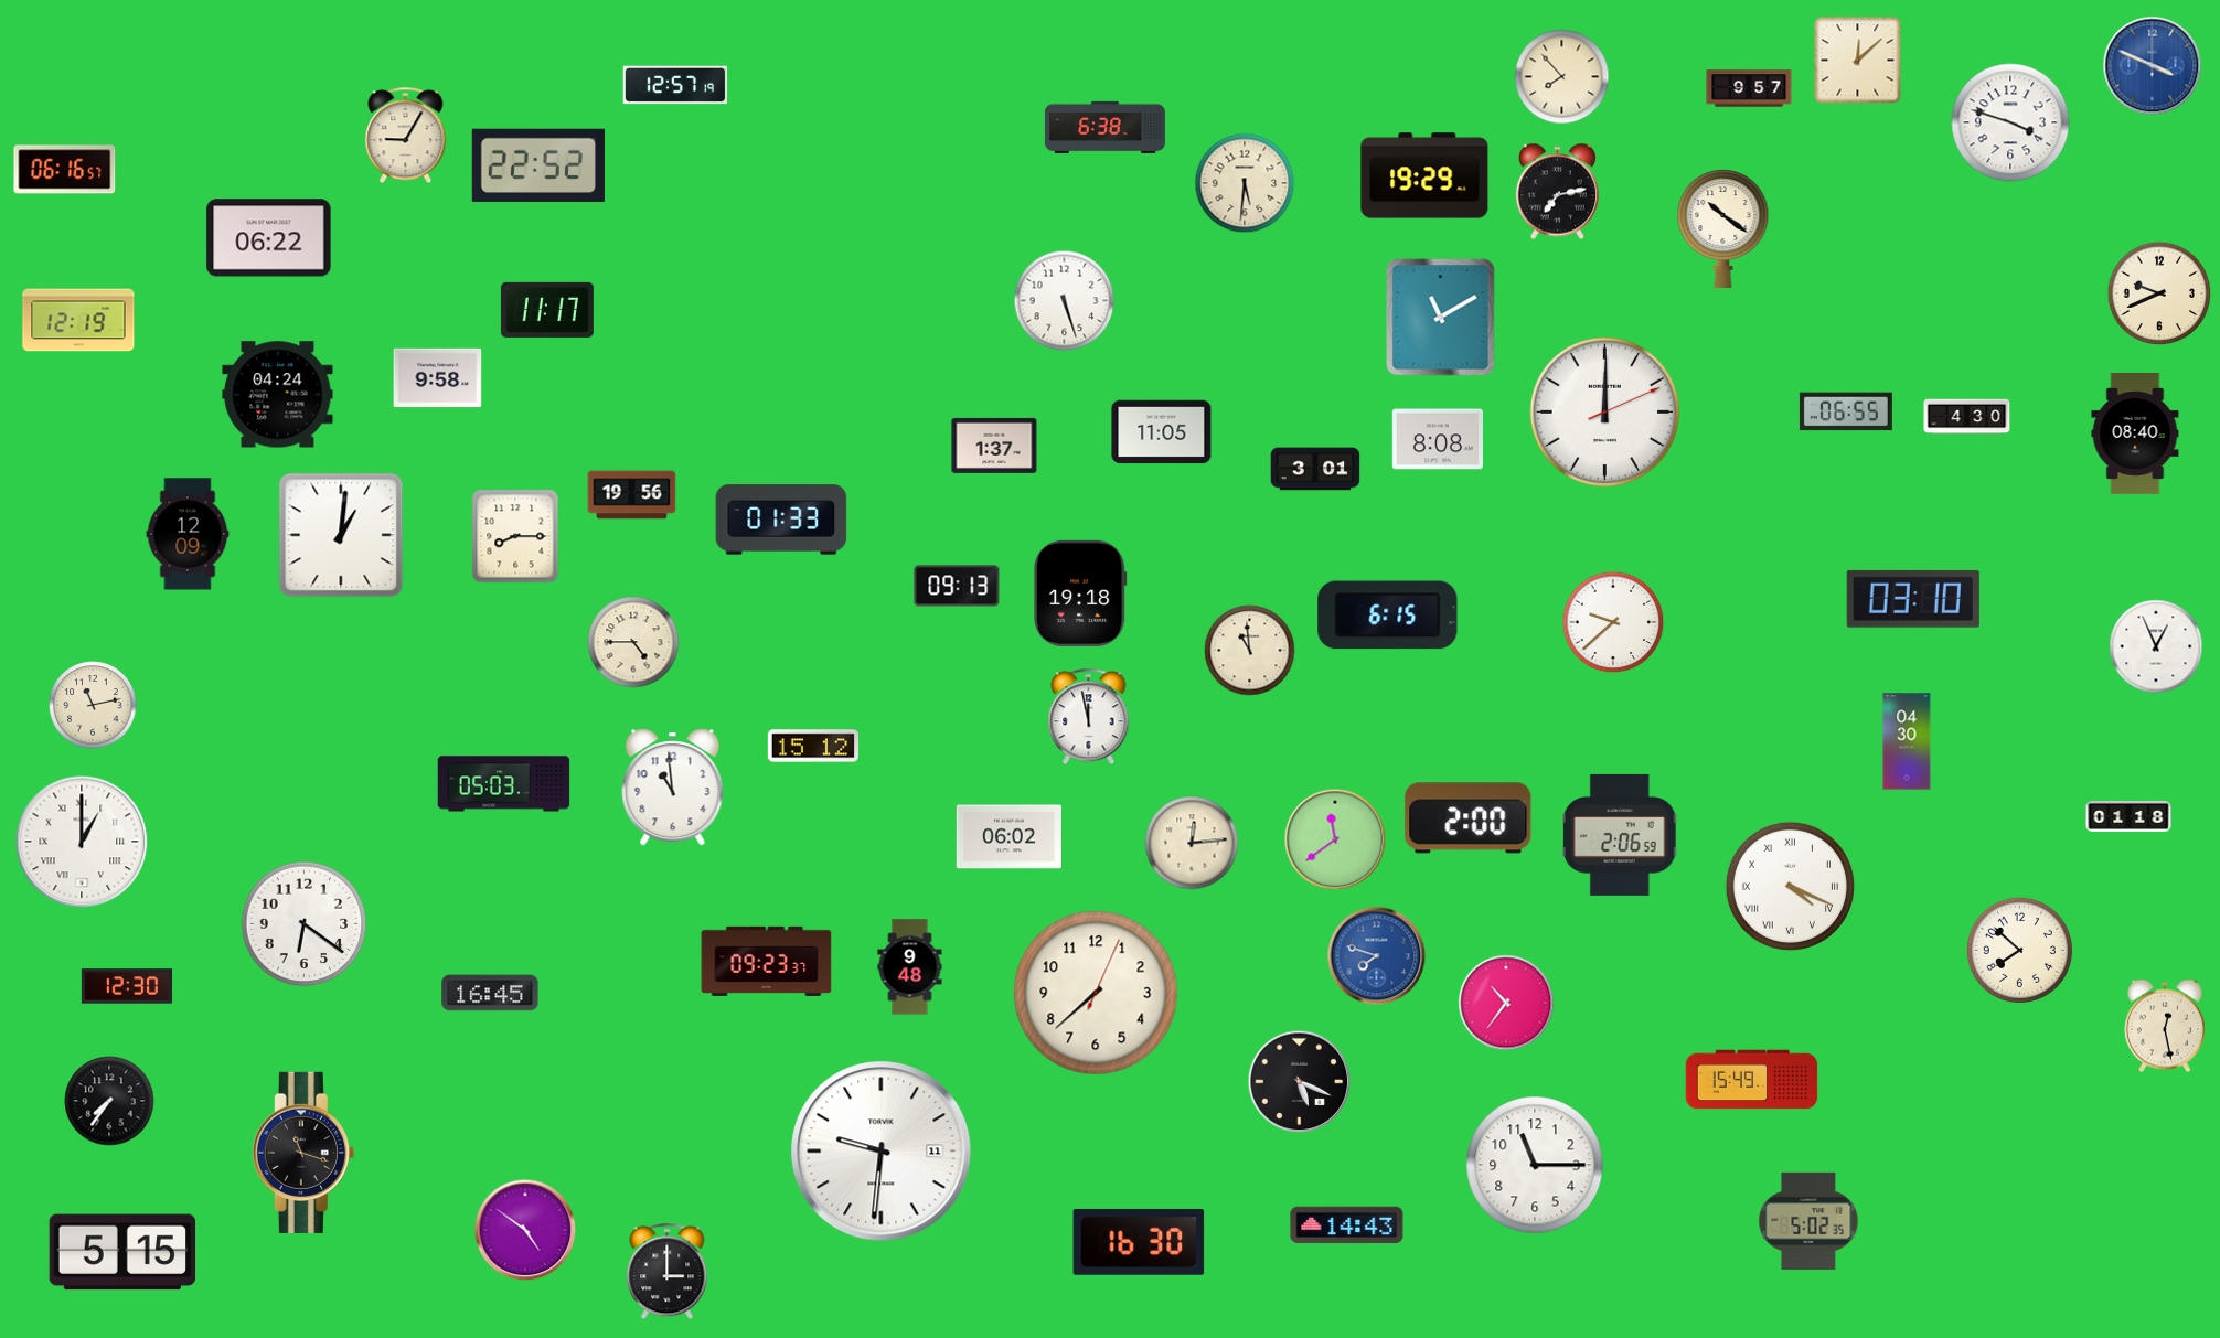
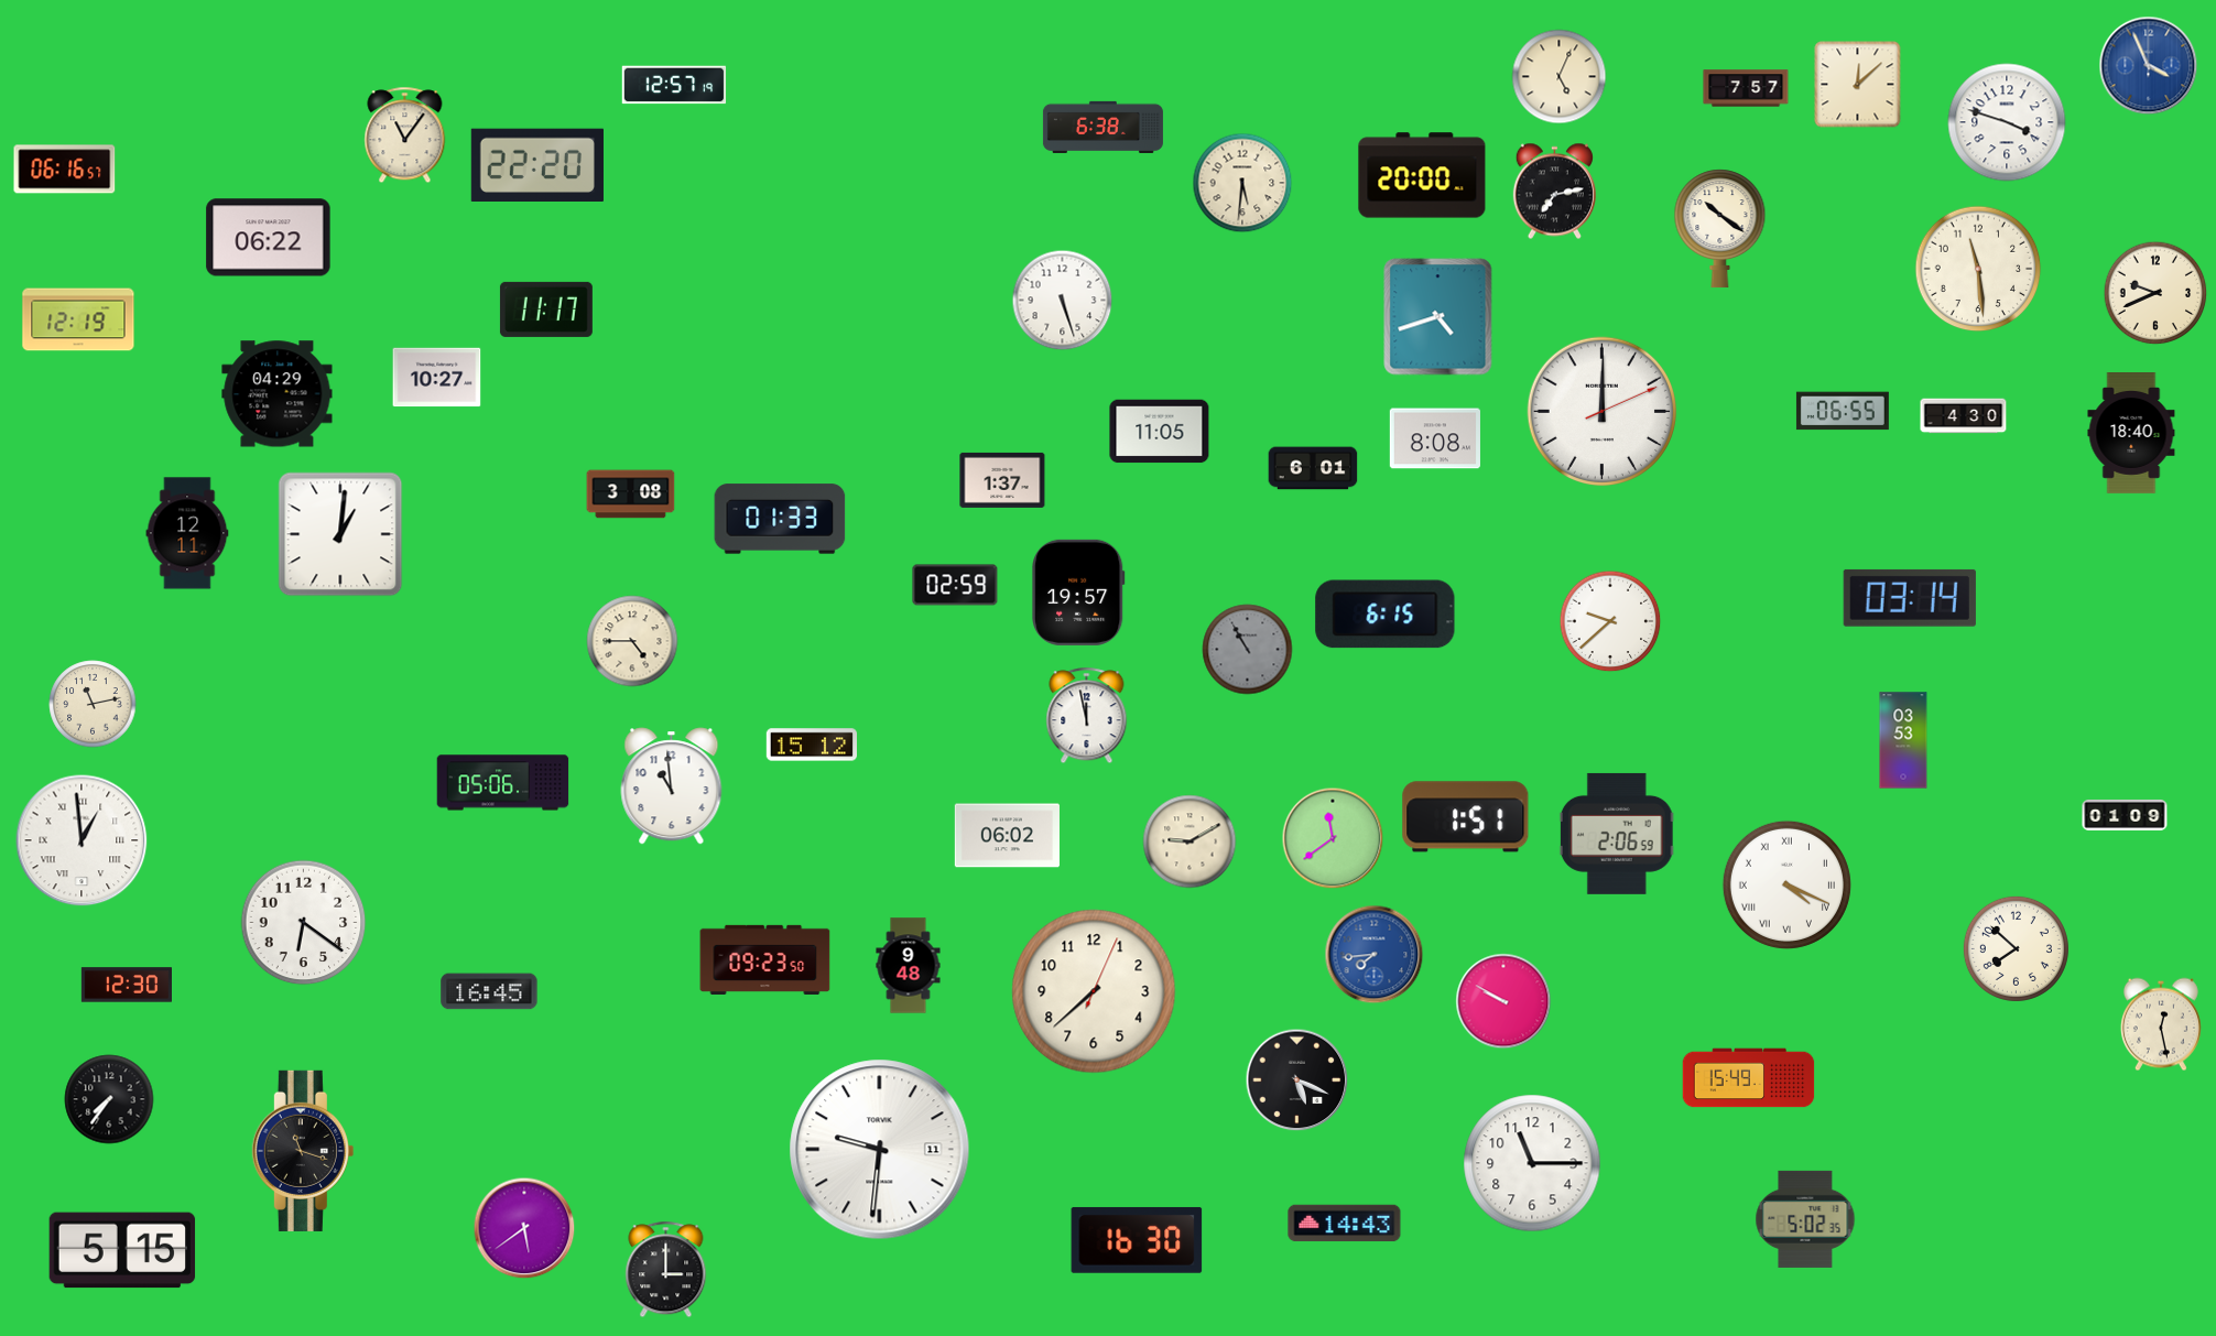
clock at (1858, 61) position: (1858, 61) -> (1858, 85)
clock at (2153, 66): 3:49 -> 3:56
clock at (1562, 77): 7:53 -> 5:04
clock at (1749, 88): 9:57 -> 7:57
clock at (406, 136): 9:05 -> 11:06
clock at (538, 164): 22:52 -> 22:20
clock at (1424, 175): 19:29 -> 20:00
clock at (1978, 269): none -> 11:29
clock at (1441, 318): 11:10 -> 4:42
clock at (438, 378): 9:58 -> 10:27
clock at (278, 395): 04:24 -> 04:29
clock at (2135, 435): 08:40 -> 18:40
clock at (994, 446) position: (994, 446) -> (1002, 480)
clock at (1315, 469): 3:01 -> 6:01
clock at (632, 495): 19:56 -> 3:08
clock at (188, 534): 12:09 -> 12:11
clock at (515, 536): 8:15 -> none
clock at (957, 586): 09:13 -> 02:59
clock at (1080, 593): 19:18 -> 19:57
clock at (1913, 599): 03:10 -> 03:14
clock at (2156, 646): 12:56 -> none
clock at (1250, 651): 10:59 -> 10:55
clock at (1250, 651) dial: cream -> grey
clock at (1907, 741): 04:30 -> 03:53
clock at (504, 784): 05:03 -> 05:06
clock at (2128, 816): 01:18 -> 01:09
clock at (1469, 818): 2:00 -> 1:51
clock at (82, 842): 1:00 -> 12:59
clock at (1192, 843): 12:14 -> 9:10
clock at (1377, 956): 7:48 -> 7:44
clock at (767, 961): 09:23:37 -> 09:23:50
clock at (1506, 1003): 10:36 -> 9:50
clock at (525, 1230): 4:51 -> 5:39
